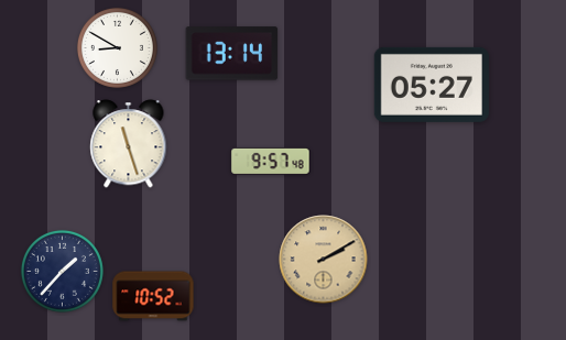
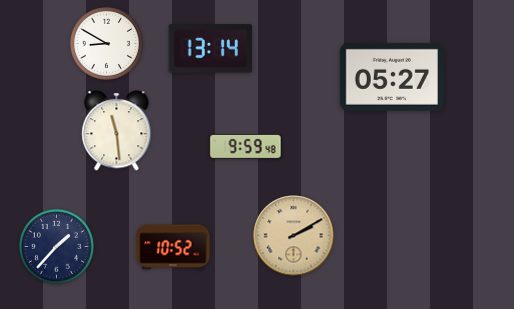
clock at (129, 144): 11:27 -> 11:29
clock at (271, 161): 9:57 -> 9:59
clock at (153, 296) position: (153, 296) -> (173, 247)
